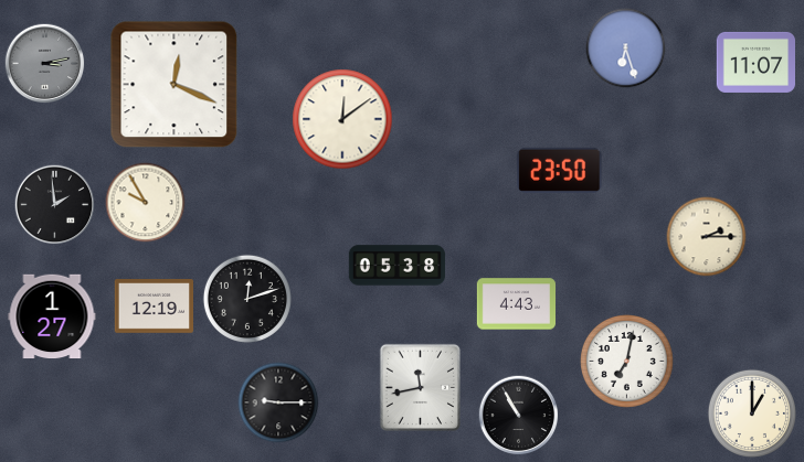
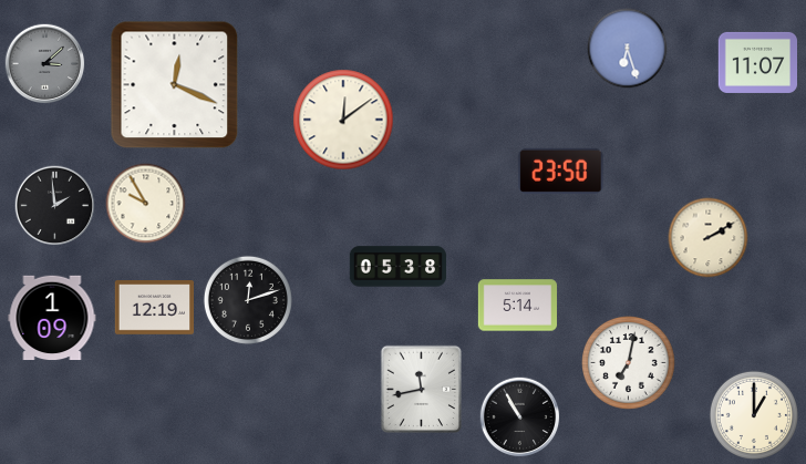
clock at (45, 64): 3:13 -> 3:08
clock at (707, 237): 2:15 -> 2:10
clock at (517, 304): 4:43 -> 5:14
clock at (52, 316): 1:27 -> 1:09
clock at (278, 402): 9:15 -> none
